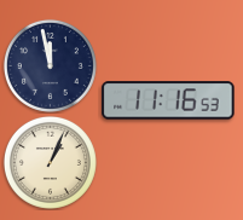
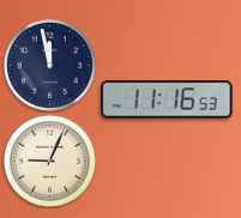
clock at (50, 162): 1:04 -> 9:04
